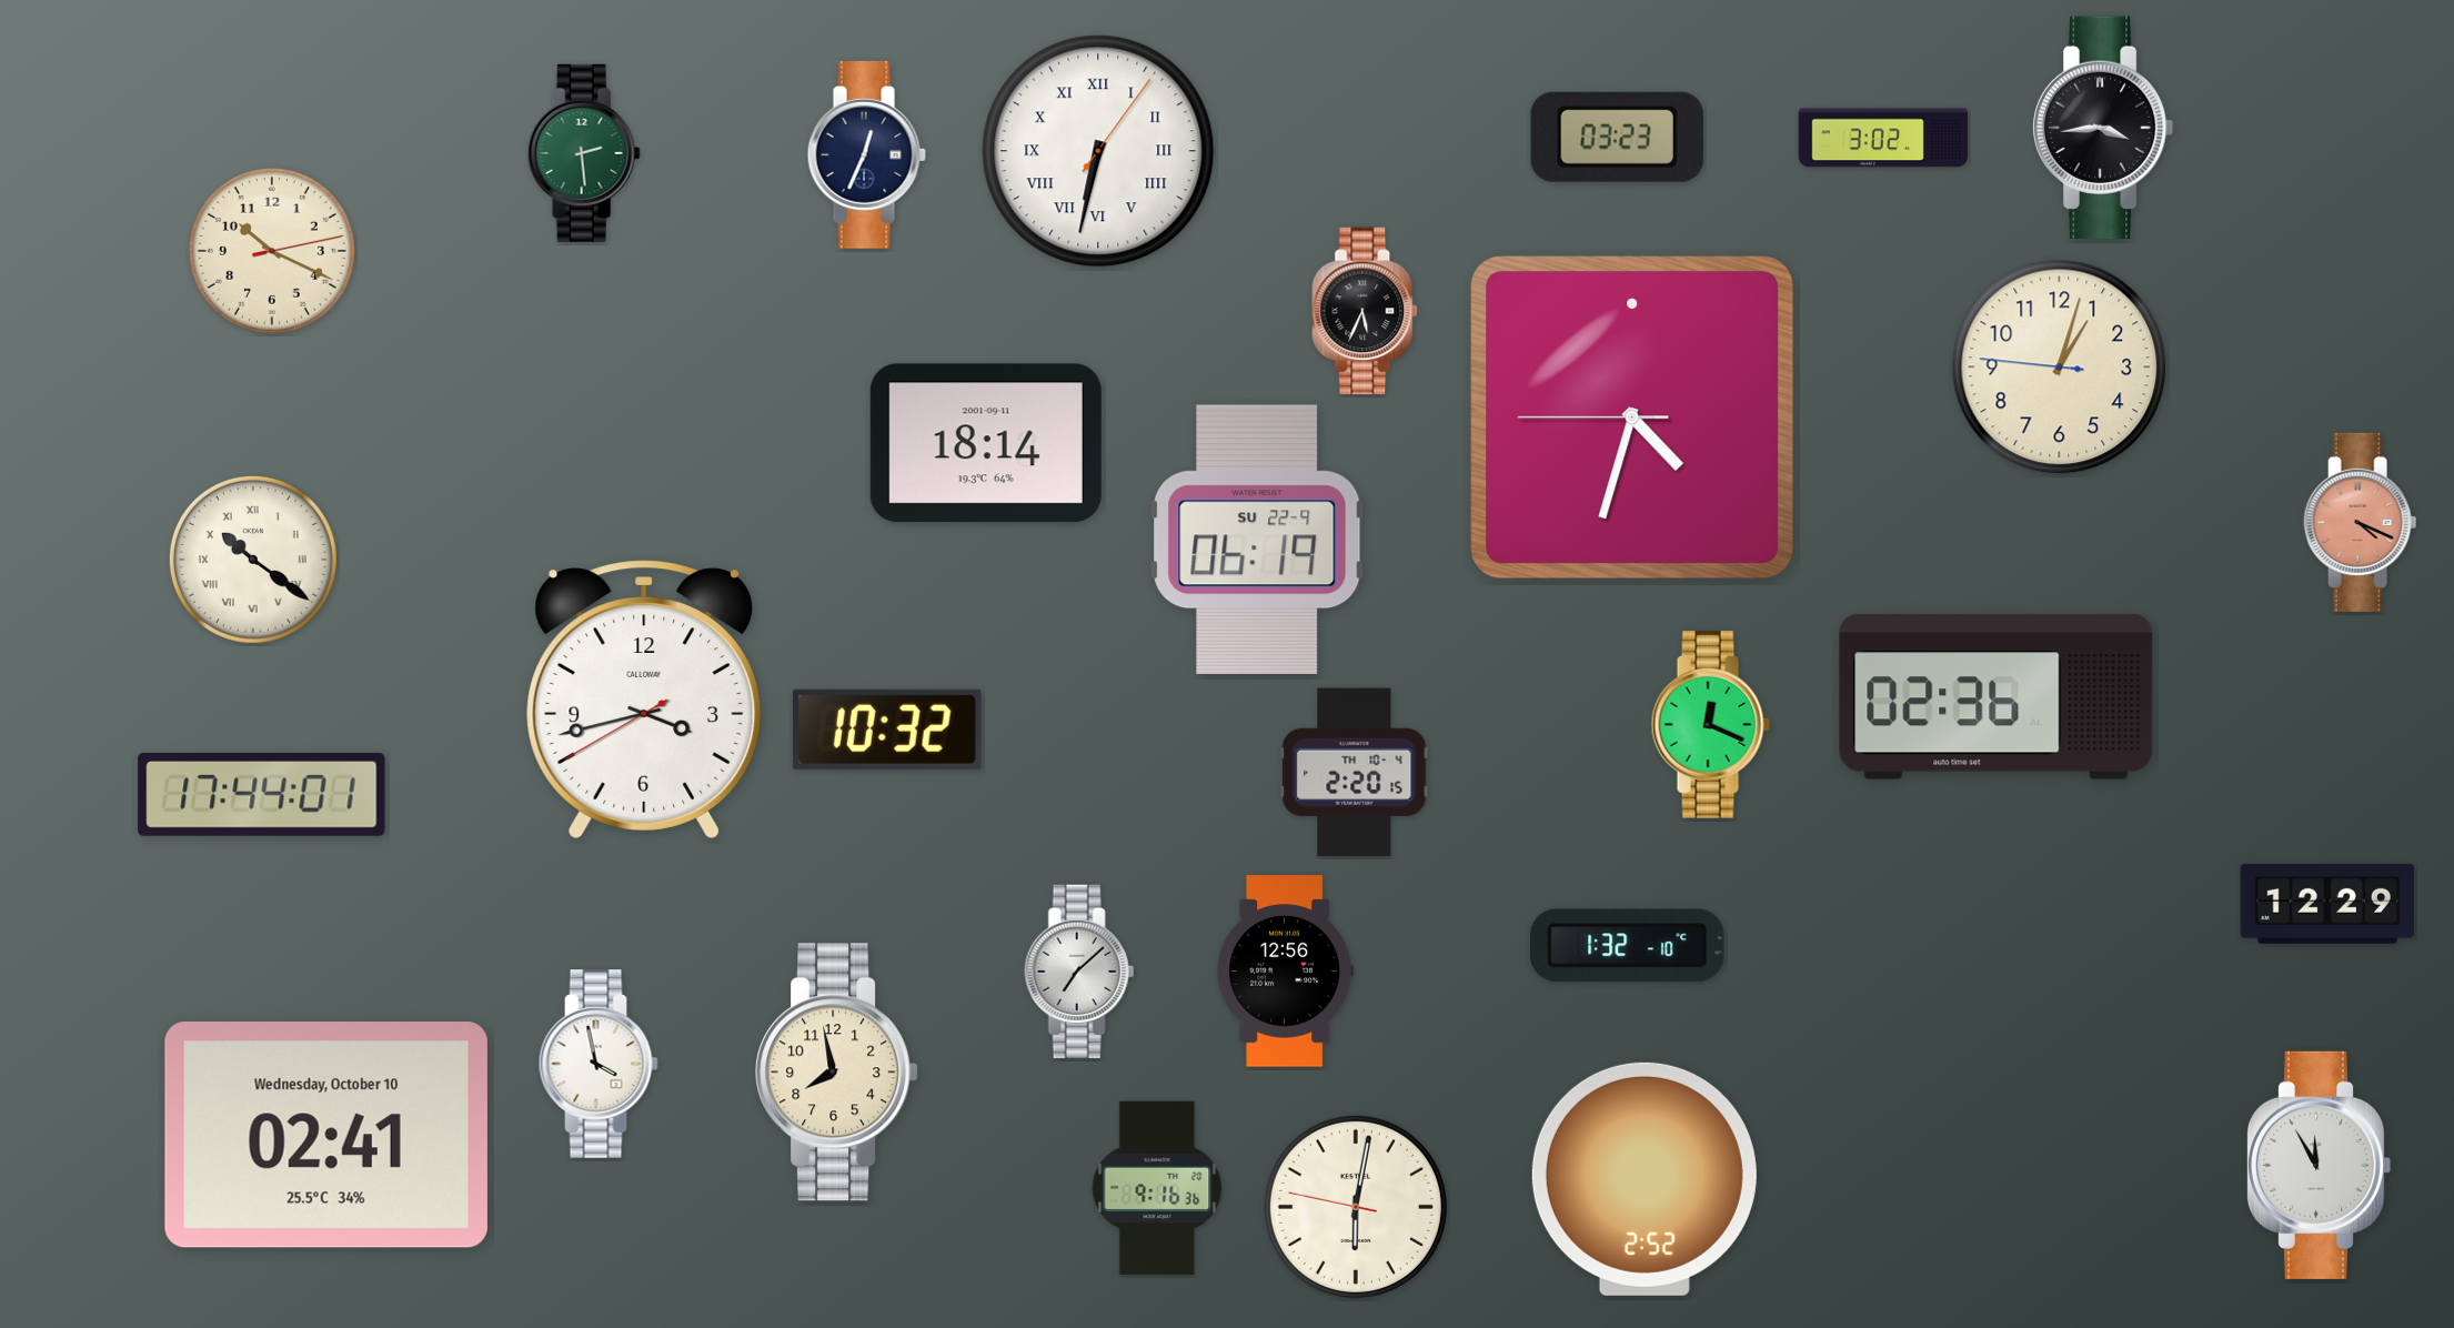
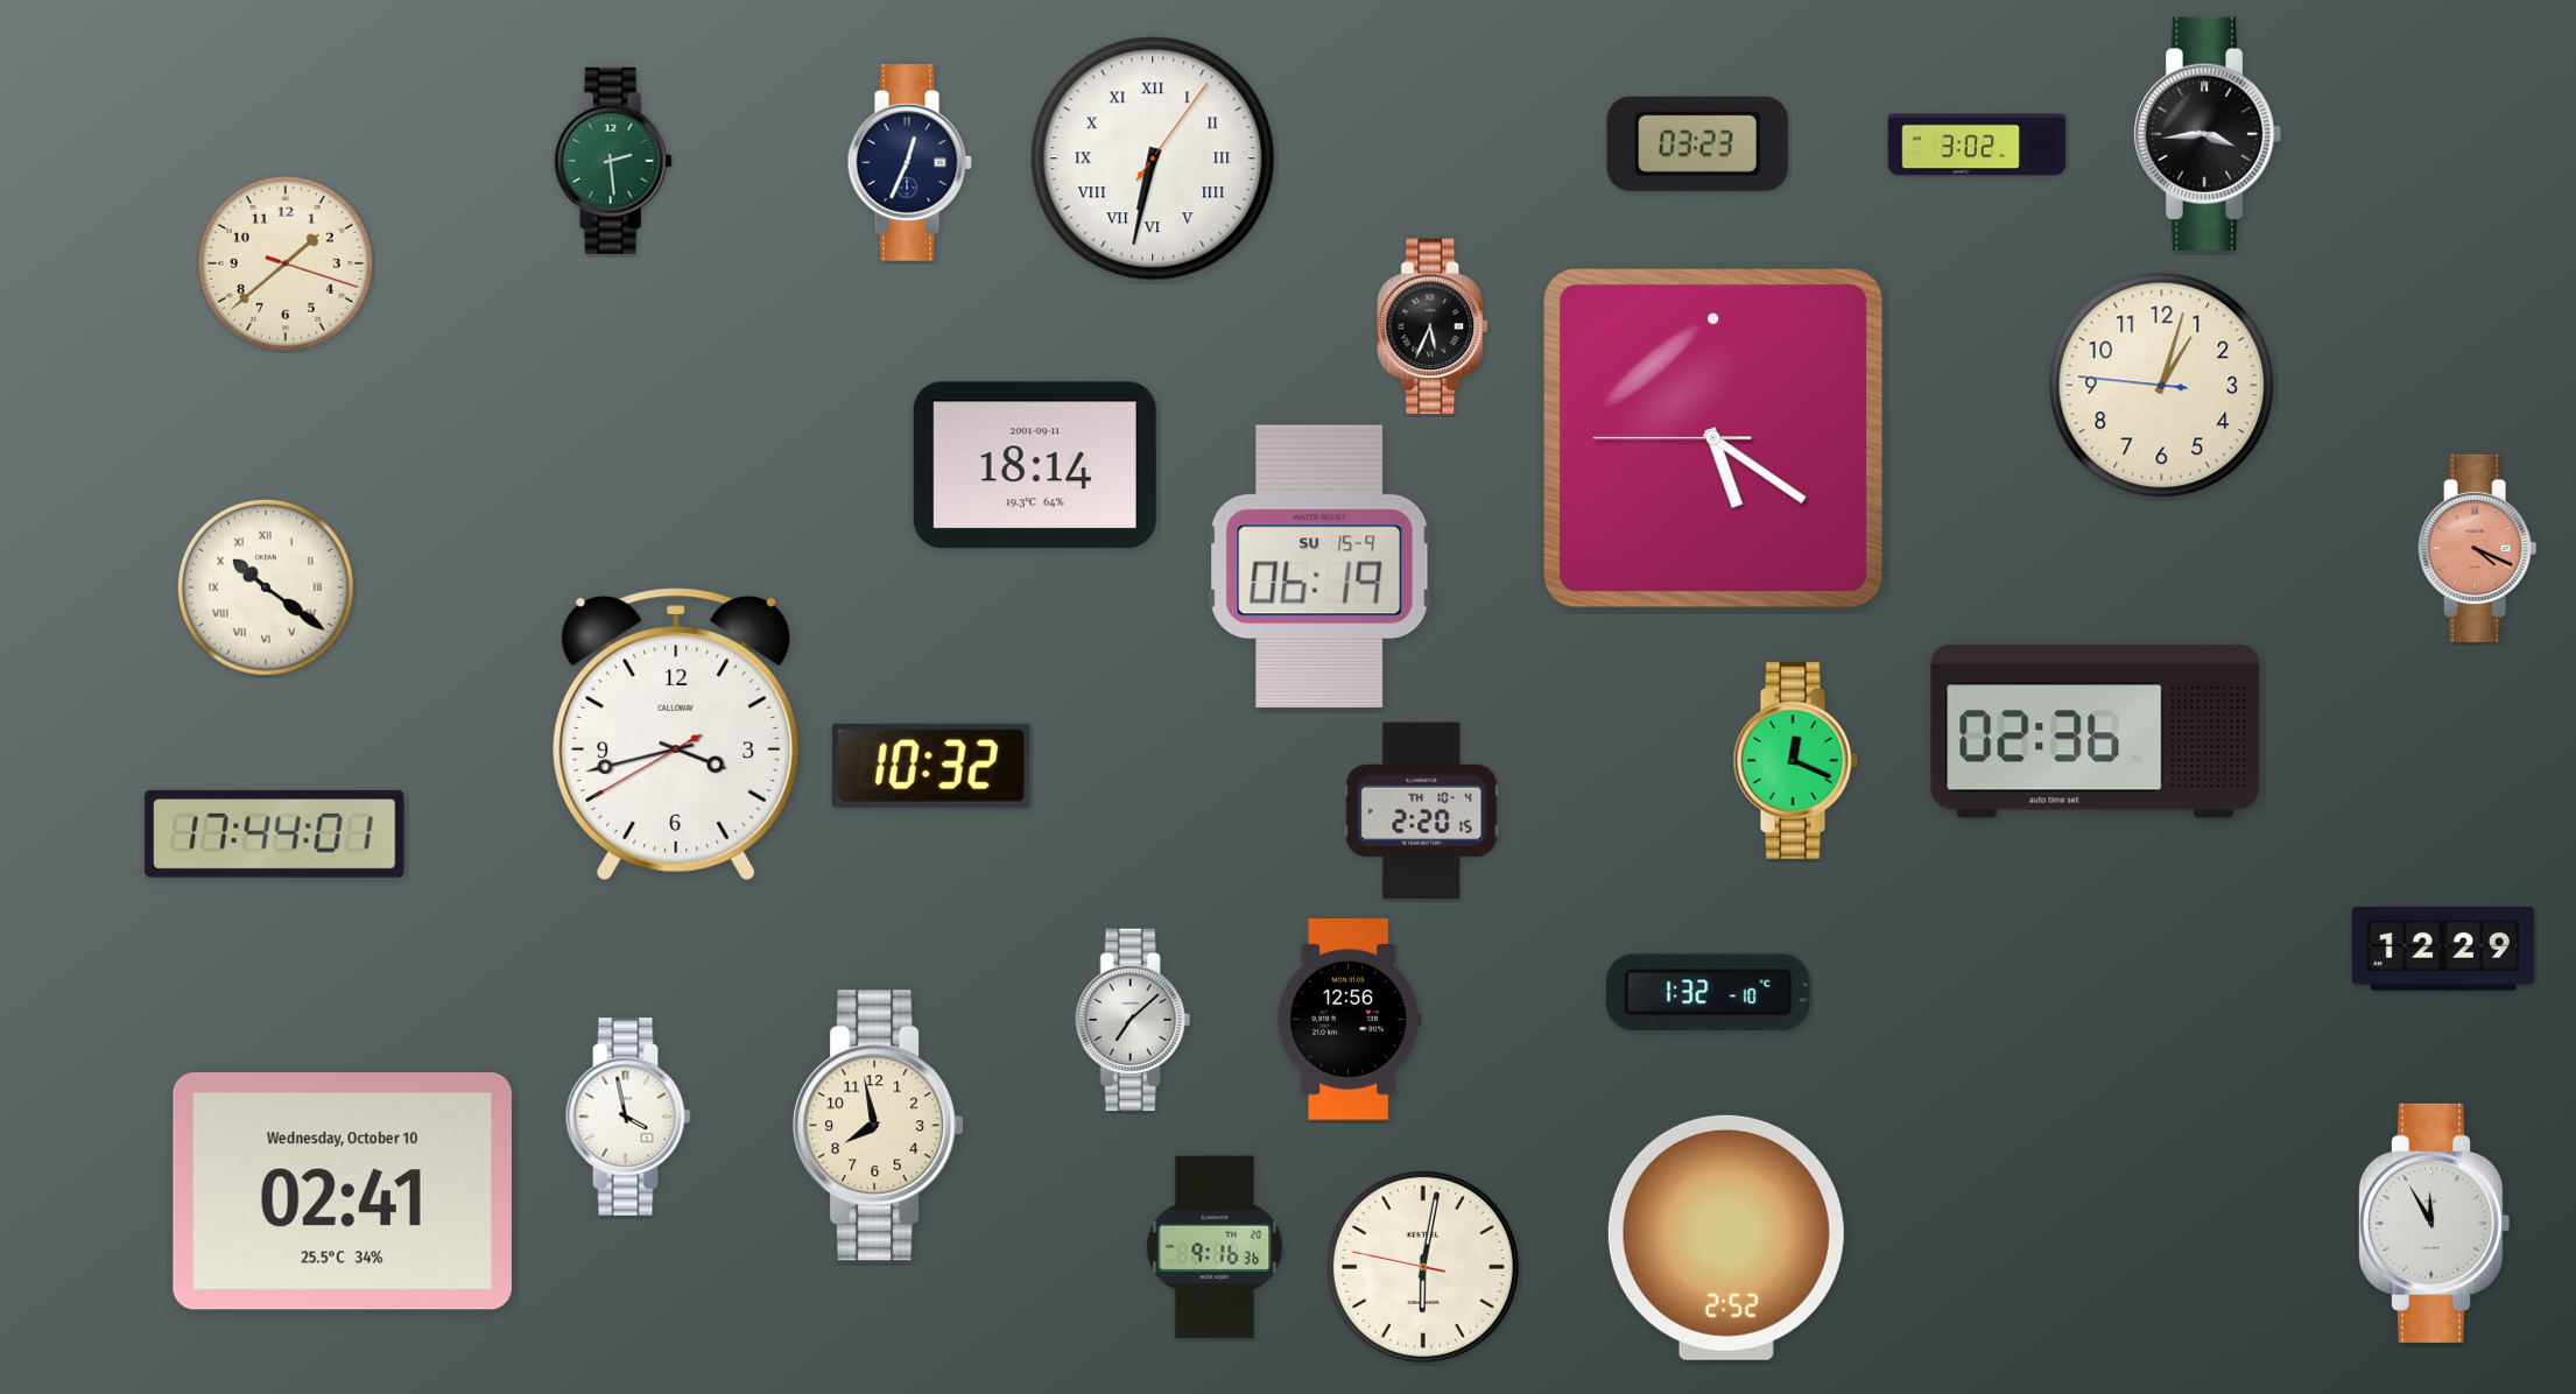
clock at (272, 251): 10:19 -> 1:38
clock at (1632, 417): 4:32 -> 5:20
clock at (1257, 540) date: SU 22-9 -> SU 15-9
